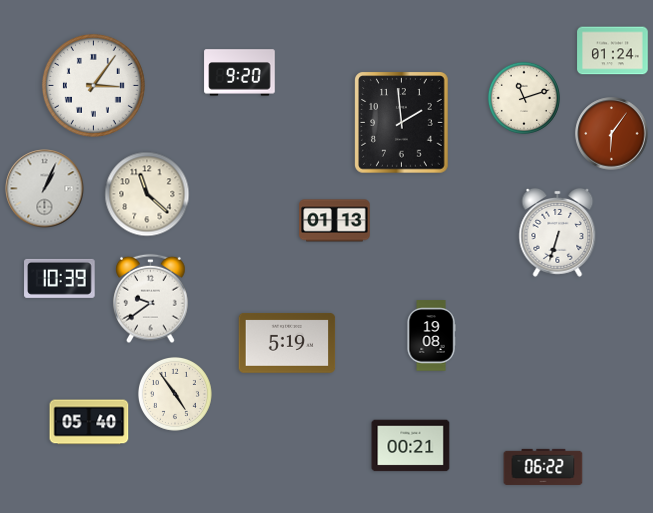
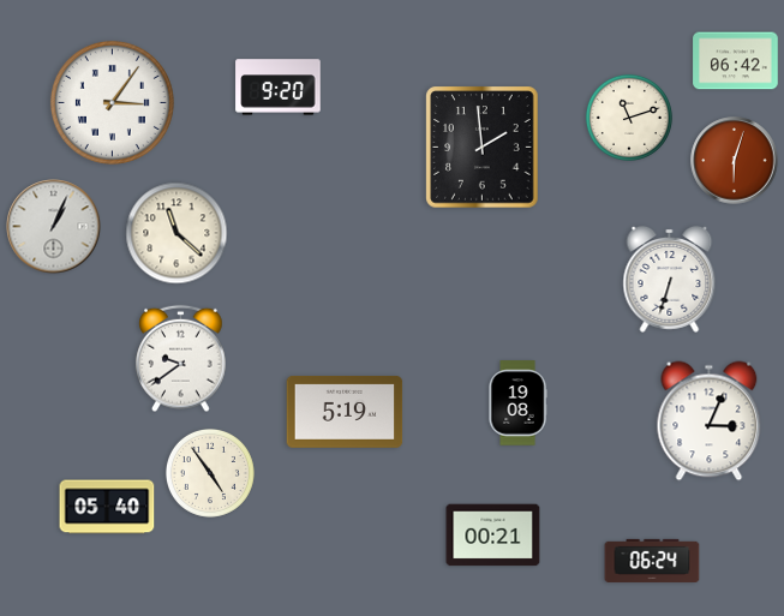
clock at (613, 51): 01:24 -> 06:42
clock at (240, 73) position: (240, 73) -> (279, 88)
clock at (612, 134): 6:06 -> 6:03
clock at (335, 221): 01:13 -> none
clock at (60, 278): 10:39 -> none
clock at (710, 421): none -> 3:04
clock at (543, 467): 06:22 -> 06:24
